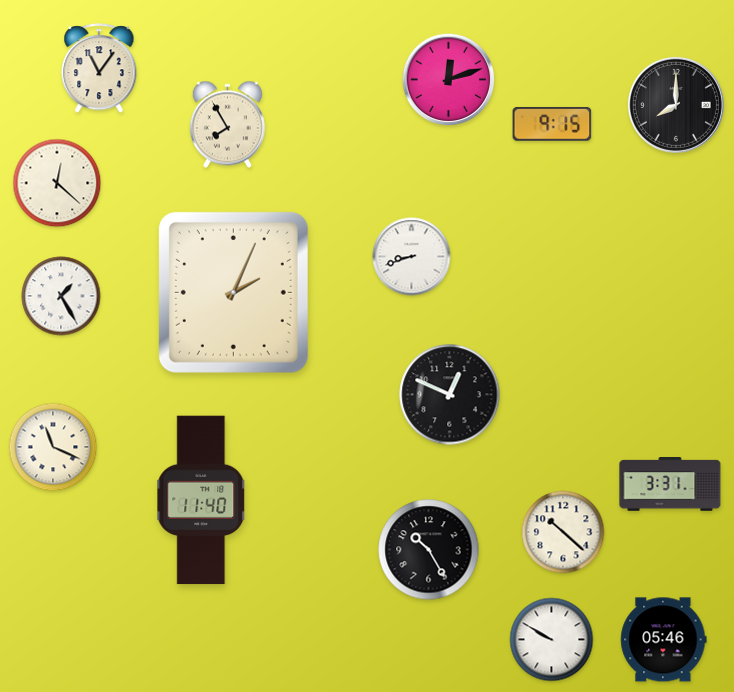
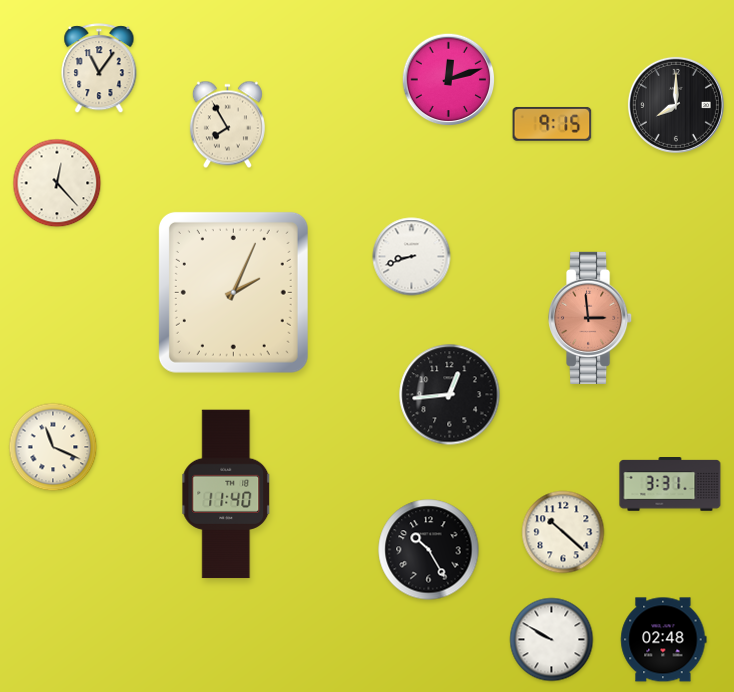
clock at (57, 183): 12:22 -> 12:23
clock at (61, 296): 1:25 -> none
clock at (591, 318): none -> 2:59
clock at (450, 395): 12:49 -> 12:44
clock at (201, 500) position: (201, 500) -> (226, 494)
clock at (664, 640): 05:46 -> 02:48
